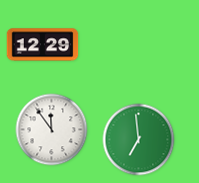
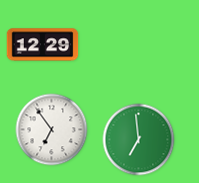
clock at (52, 130): 11:54 -> 6:54
